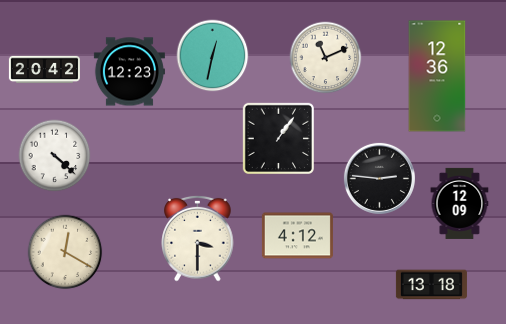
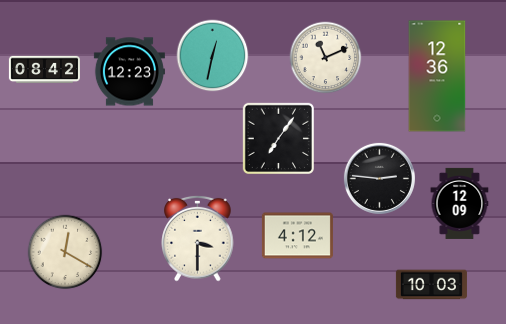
clock at (44, 70): 20:42 -> 08:42
clock at (278, 138): 1:06 -> 7:06
clock at (55, 156): 4:22 -> none
clock at (431, 285): 13:18 -> 10:03
